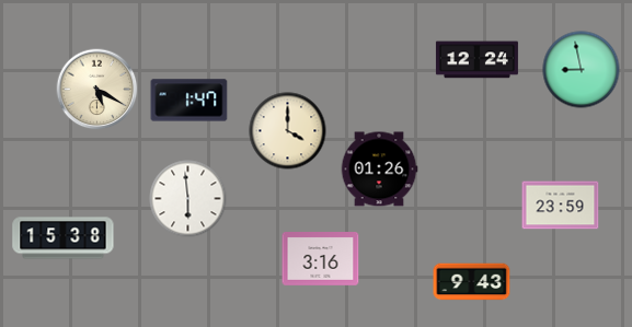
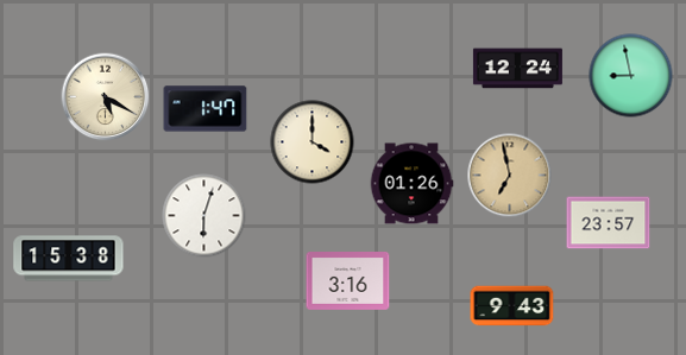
clock at (476, 60) position: (476, 60) -> (517, 69)
clock at (510, 176): none -> 6:58
clock at (188, 199): 5:59 -> 6:03
clock at (561, 206): 23:59 -> 23:57
